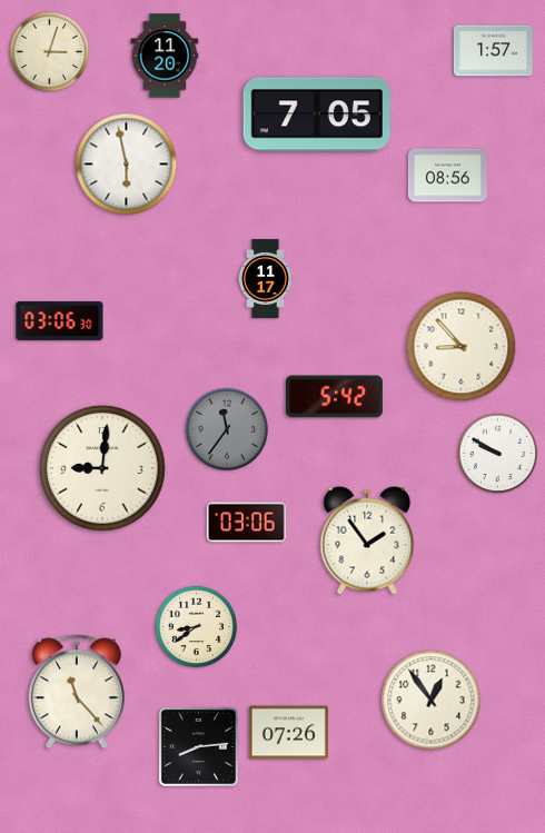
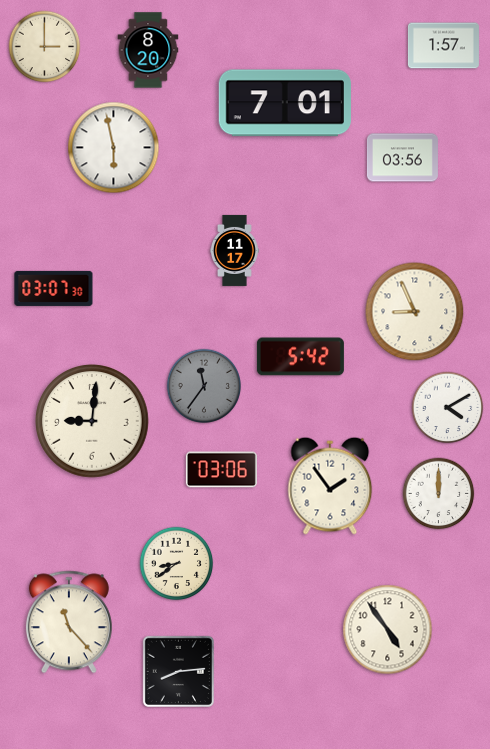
clock at (50, 52): 3:03 -> 3:00
clock at (165, 56): 11:20 -> 8:20
clock at (317, 115): 7:05 -> 7:01
clock at (447, 176): 08:56 -> 03:56
clock at (265, 278) position: (265, 278) -> (234, 250)
clock at (60, 320): 03:06 -> 03:07
clock at (462, 347): 8:53 -> 8:56
clock at (498, 454): 9:50 -> 4:10
clock at (439, 494): none -> 12:00
clock at (432, 701): 12:54 -> 4:54
clock at (288, 733): 07:26 -> none
